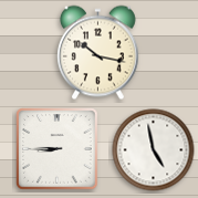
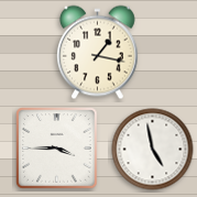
clock at (98, 53): 10:17 -> 1:17
clock at (58, 149): 8:45 -> 3:45
